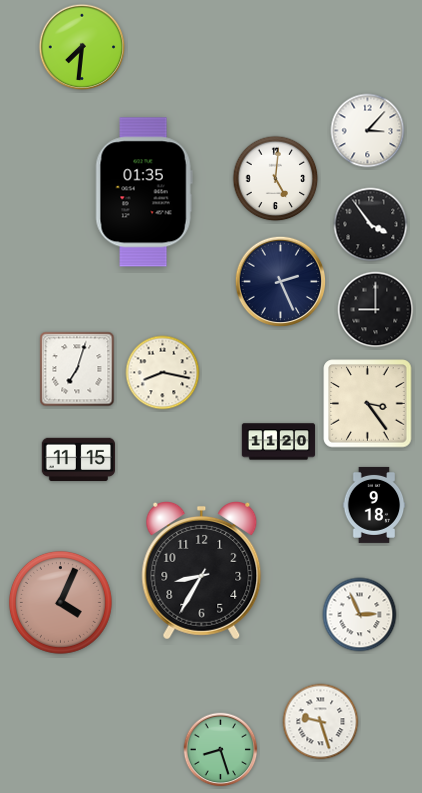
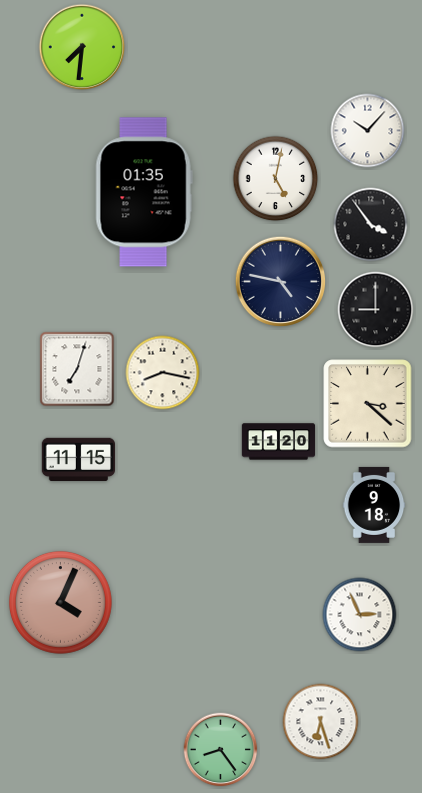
clock at (368, 131): 3:07 -> 10:07
clock at (276, 179): 5:01 -> 5:02
clock at (281, 282): 2:26 -> 4:47
clock at (368, 404): 3:24 -> 3:22
clock at (202, 571): 8:35 -> none
clock at (321, 722): 9:27 -> 6:27
clock at (221, 750): 8:27 -> 8:24
